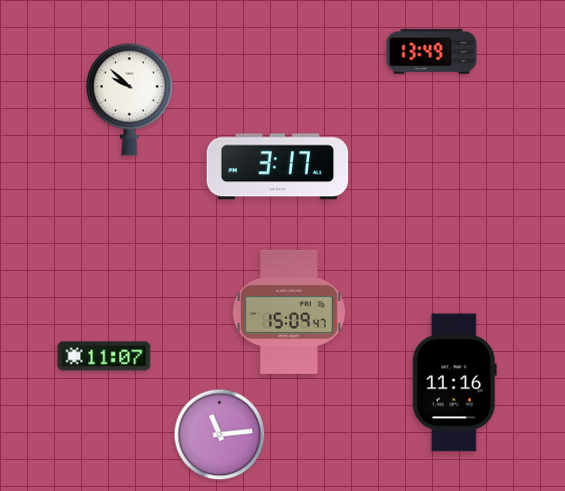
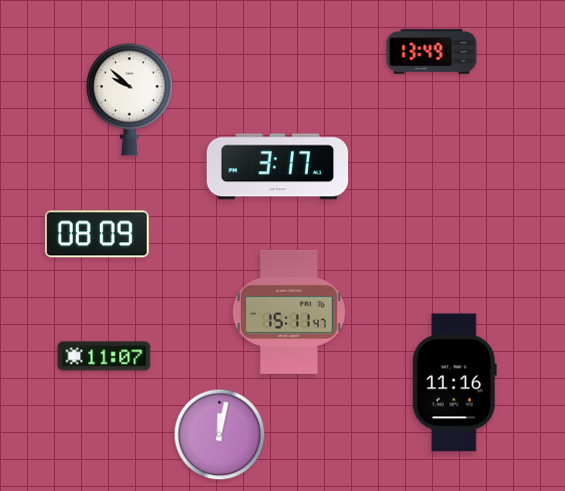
clock at (97, 234): none -> 08:09
clock at (289, 312): 15:09 -> 15:11
clock at (220, 435): 11:14 -> 12:02
